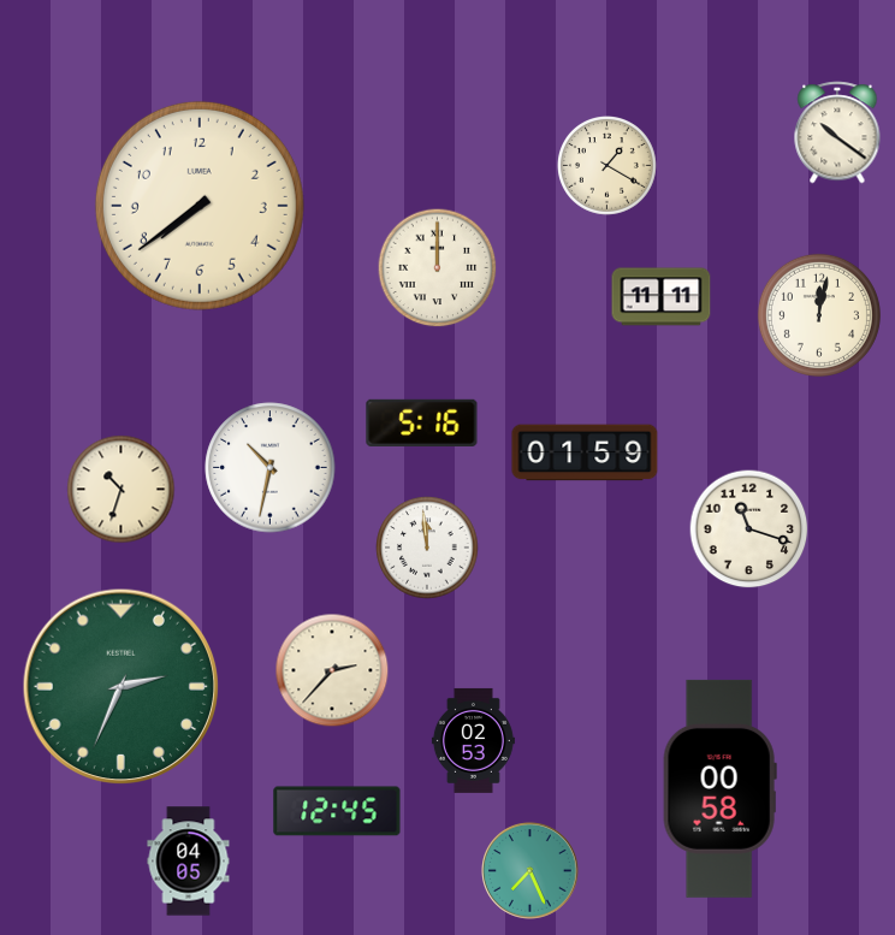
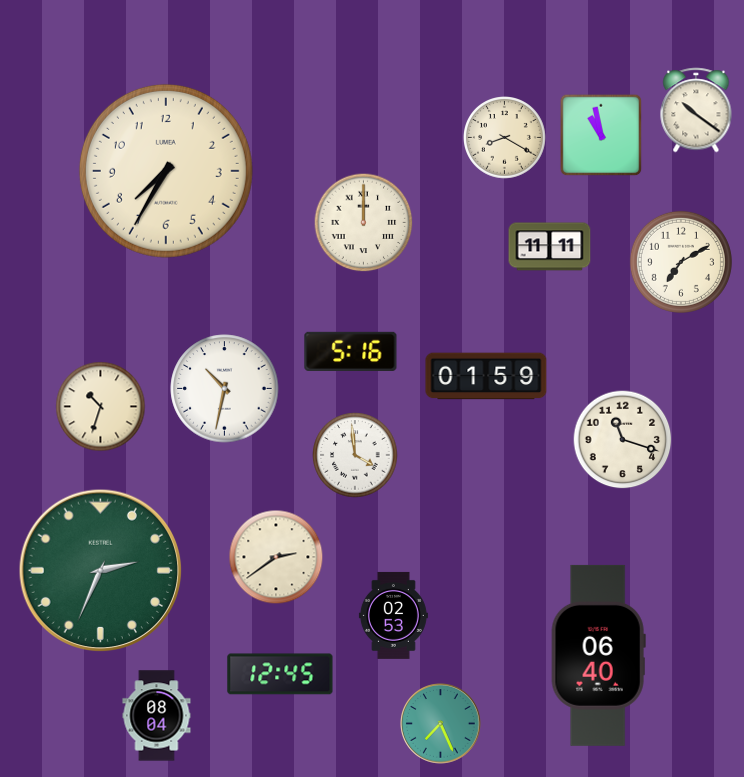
clock at (601, 135): none -> 10:58
clock at (607, 166): 1:20 -> 8:20
clock at (200, 206): 7:39 -> 7:35
clock at (819, 315): 12:02 -> 7:10
clock at (427, 548): 11:59 -> 3:59
clock at (332, 670): 2:37 -> 2:39
clock at (719, 788): 00:58 -> 06:40
clock at (189, 862): 04:05 -> 08:04
